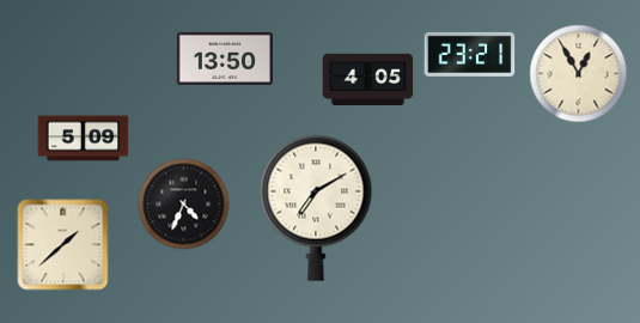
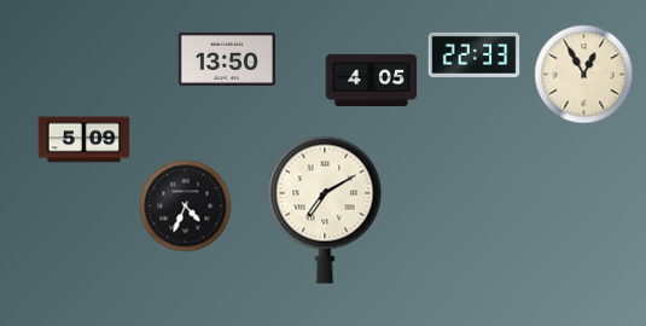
clock at (470, 54): 23:21 -> 22:33
clock at (316, 208) position: (316, 208) -> (325, 210)
clock at (63, 245): 1:38 -> none
